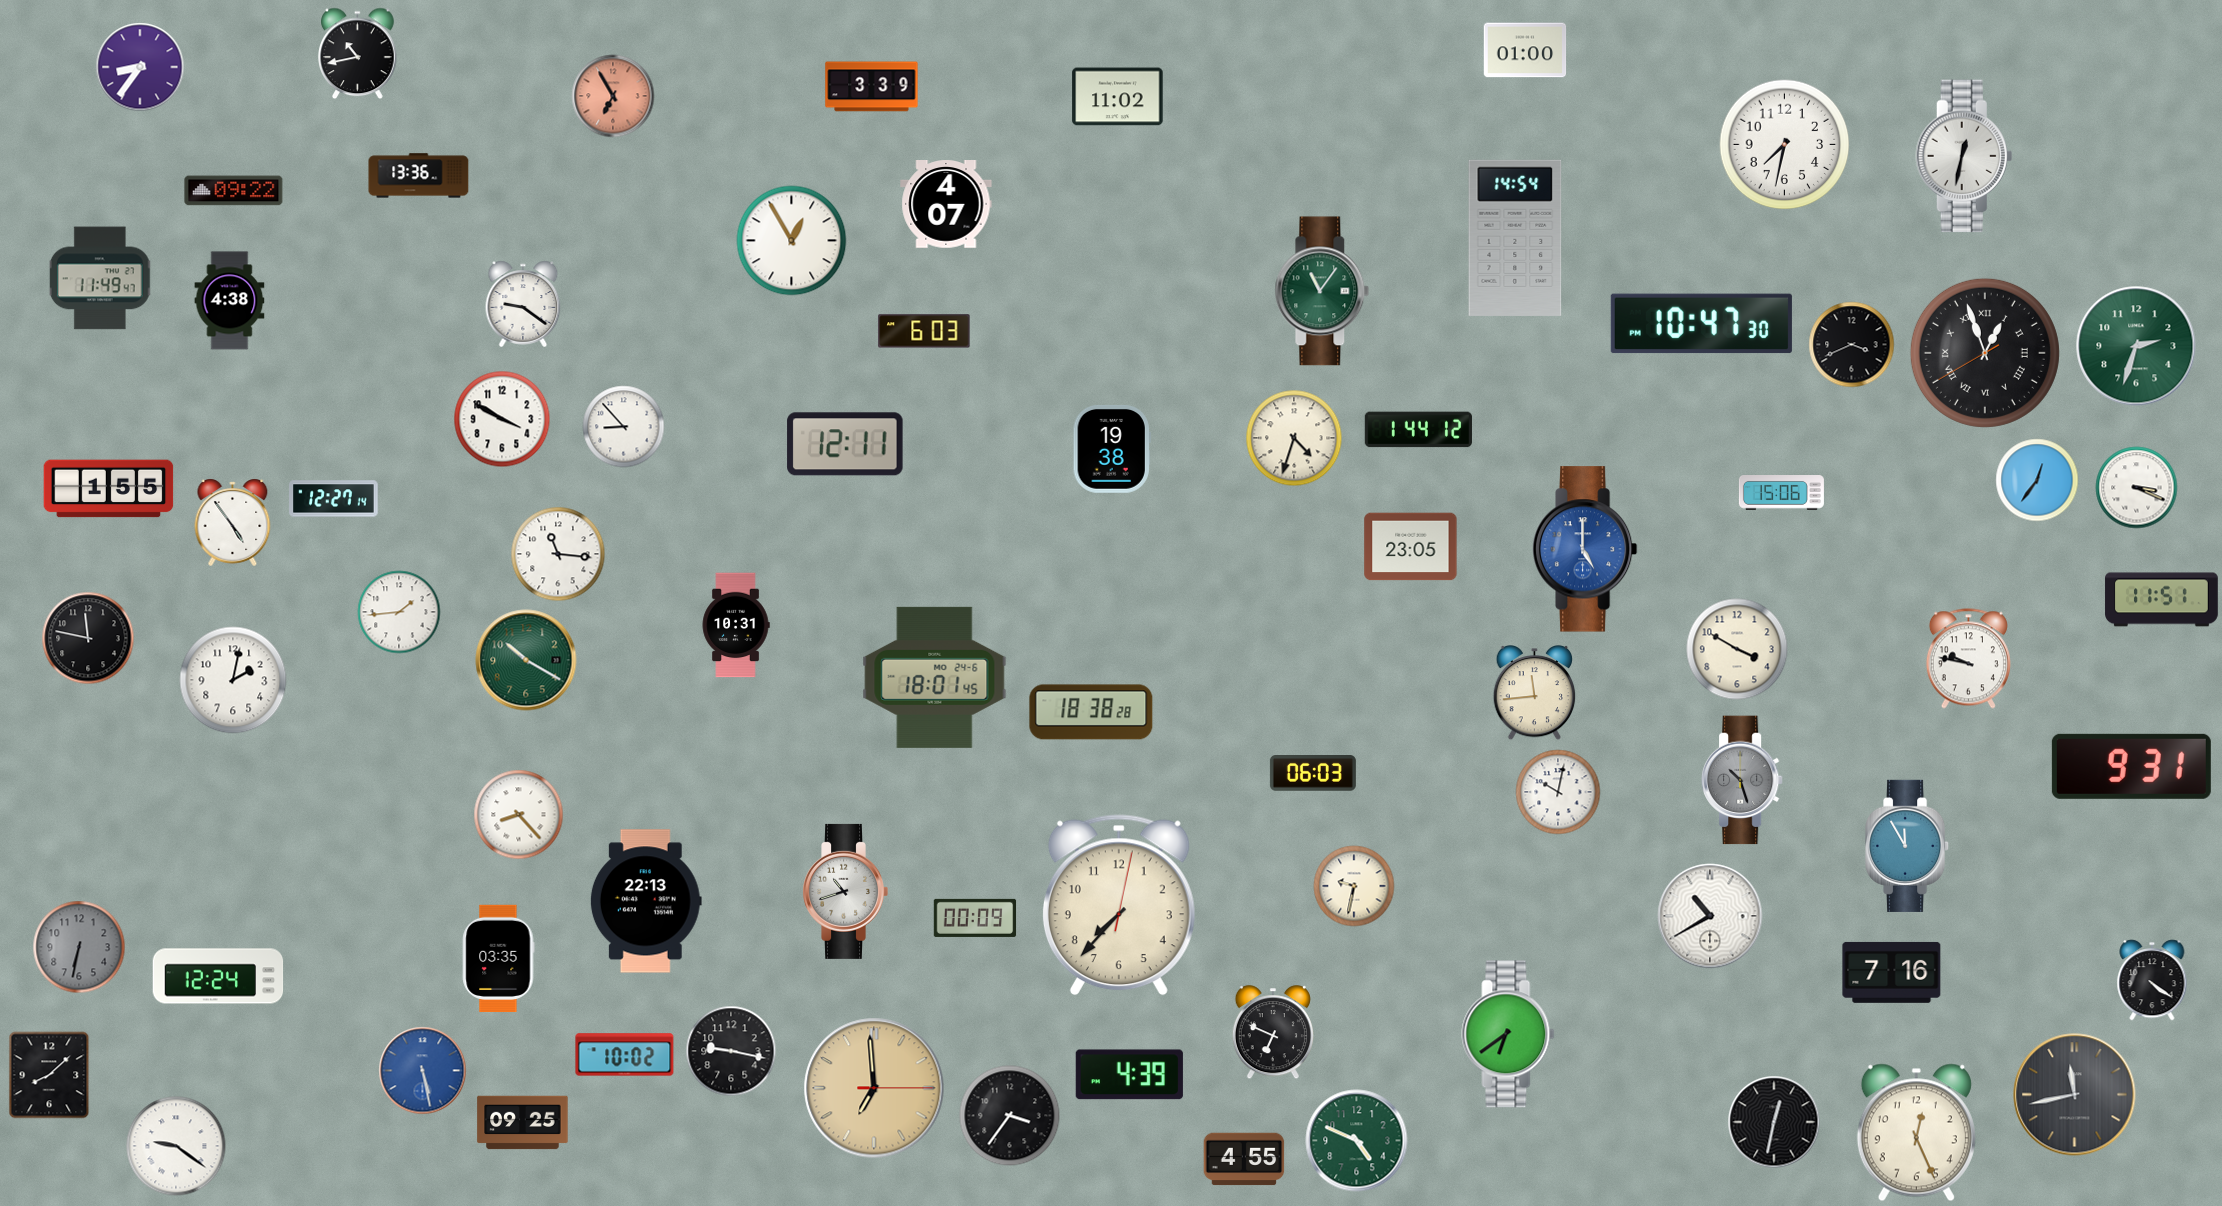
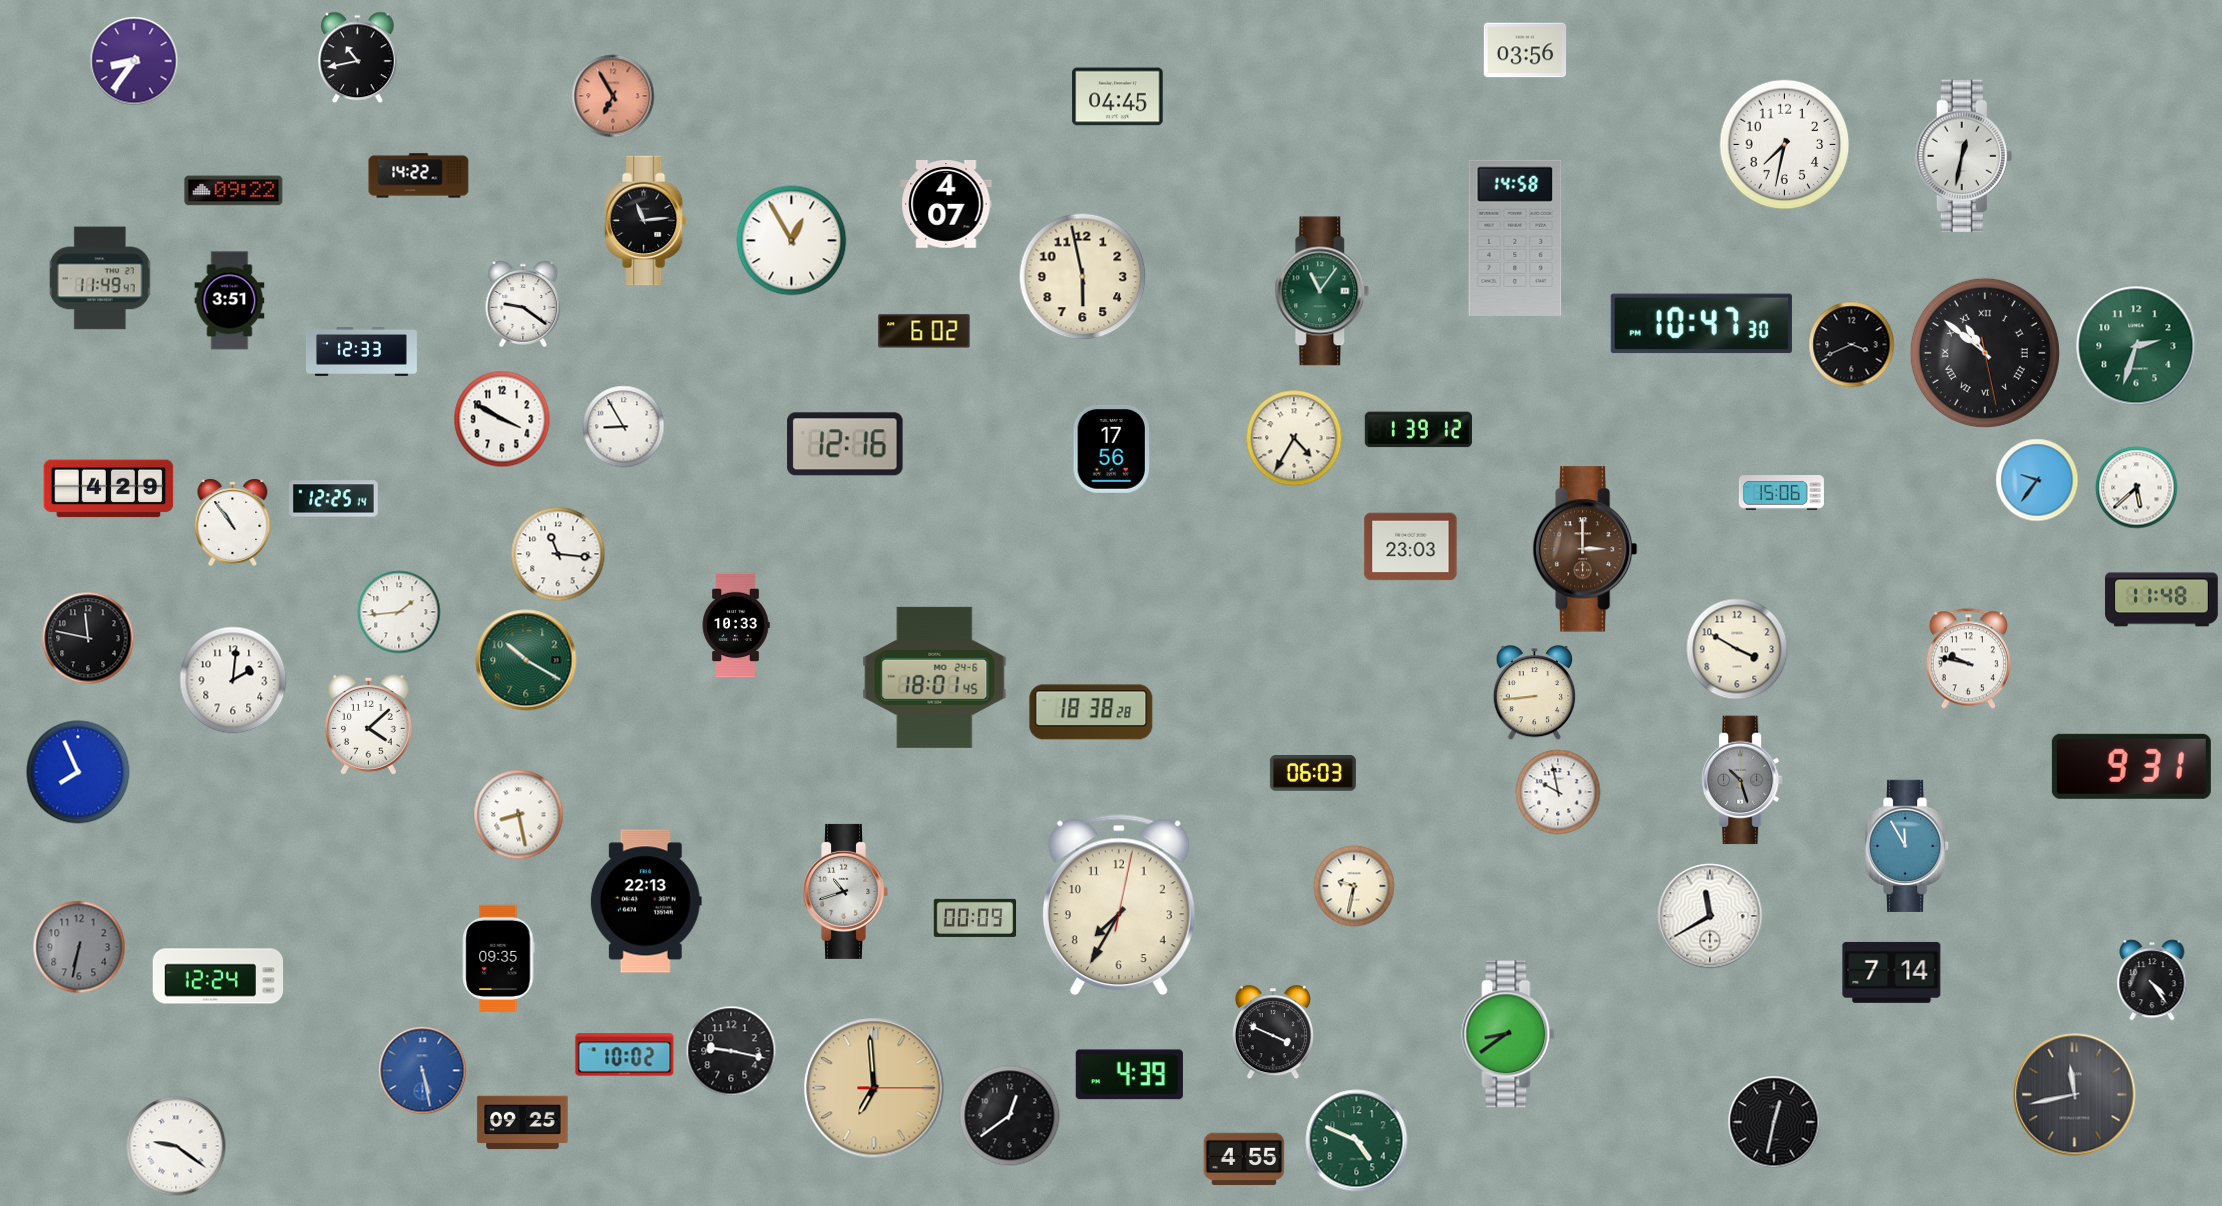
clock at (1525, 50): 01:00 -> 03:56
clock at (358, 54) position: (358, 54) -> (358, 58)
clock at (140, 67) position: (140, 67) -> (134, 61)
clock at (872, 87): 3:39 -> none
clock at (1118, 97): 11:02 -> 04:45
clock at (419, 176): 13:36 -> 14:22
clock at (645, 221): none -> 11:14
clock at (1515, 238): 14:54 -> 14:58
clock at (1083, 277): none -> 5:58
clock at (230, 301): 4:38 -> 3:51
clock at (924, 331): 6:03 -> 6:02
clock at (361, 352): none -> 12:33
clock at (1985, 353): 12:56 -> 10:51
clock at (624, 427): 8:53 -> 8:55
clock at (1418, 430): 1:44 -> 1:39
clock at (1294, 438): 4:33 -> 4:35
clock at (845, 444): 12:11 -> 12:16
clock at (1112, 449): 19:38 -> 17:56
clock at (2037, 480): 12:36 -> 9:36
clock at (2137, 488): 3:19 -> 5:38
clock at (109, 489): 1:55 -> 4:29
clock at (334, 499): 12:27 -> 12:25
clock at (233, 522): 4:54 -> 10:54
clock at (1411, 547): 23:05 -> 23:03
clock at (1585, 549): 5:00 -> 3:00
clock at (1585, 549) dial: blue -> brown
clock at (2162, 600): 11:51 -> 11:48
clock at (736, 625): 10:31 -> 10:33
clock at (233, 680): 2:02 -> 2:01
clock at (1535, 693): 11:44 -> 8:44
clock at (368, 725): none -> 4:08
clock at (78, 772): none -> 7:56
clock at (1558, 792): 10:02 -> 9:58
clock at (519, 815): 8:23 -> 8:28
clock at (1119, 905): 7:37 -> 7:35
clock at (1710, 916): 10:40 -> 11:40
clock at (499, 958): 03:35 -> 09:35
clock at (1892, 972): 7:16 -> 7:14
clock at (2152, 980): 4:21 -> 4:24
clock at (1273, 1033): 6:49 -> 3:49
clock at (1508, 1034): 6:39 -> 8:39
clock at (49, 1075): 8:08 -> none
clock at (1010, 1116): 3:36 -> 12:39
clock at (1916, 1133): 12:26 -> none
